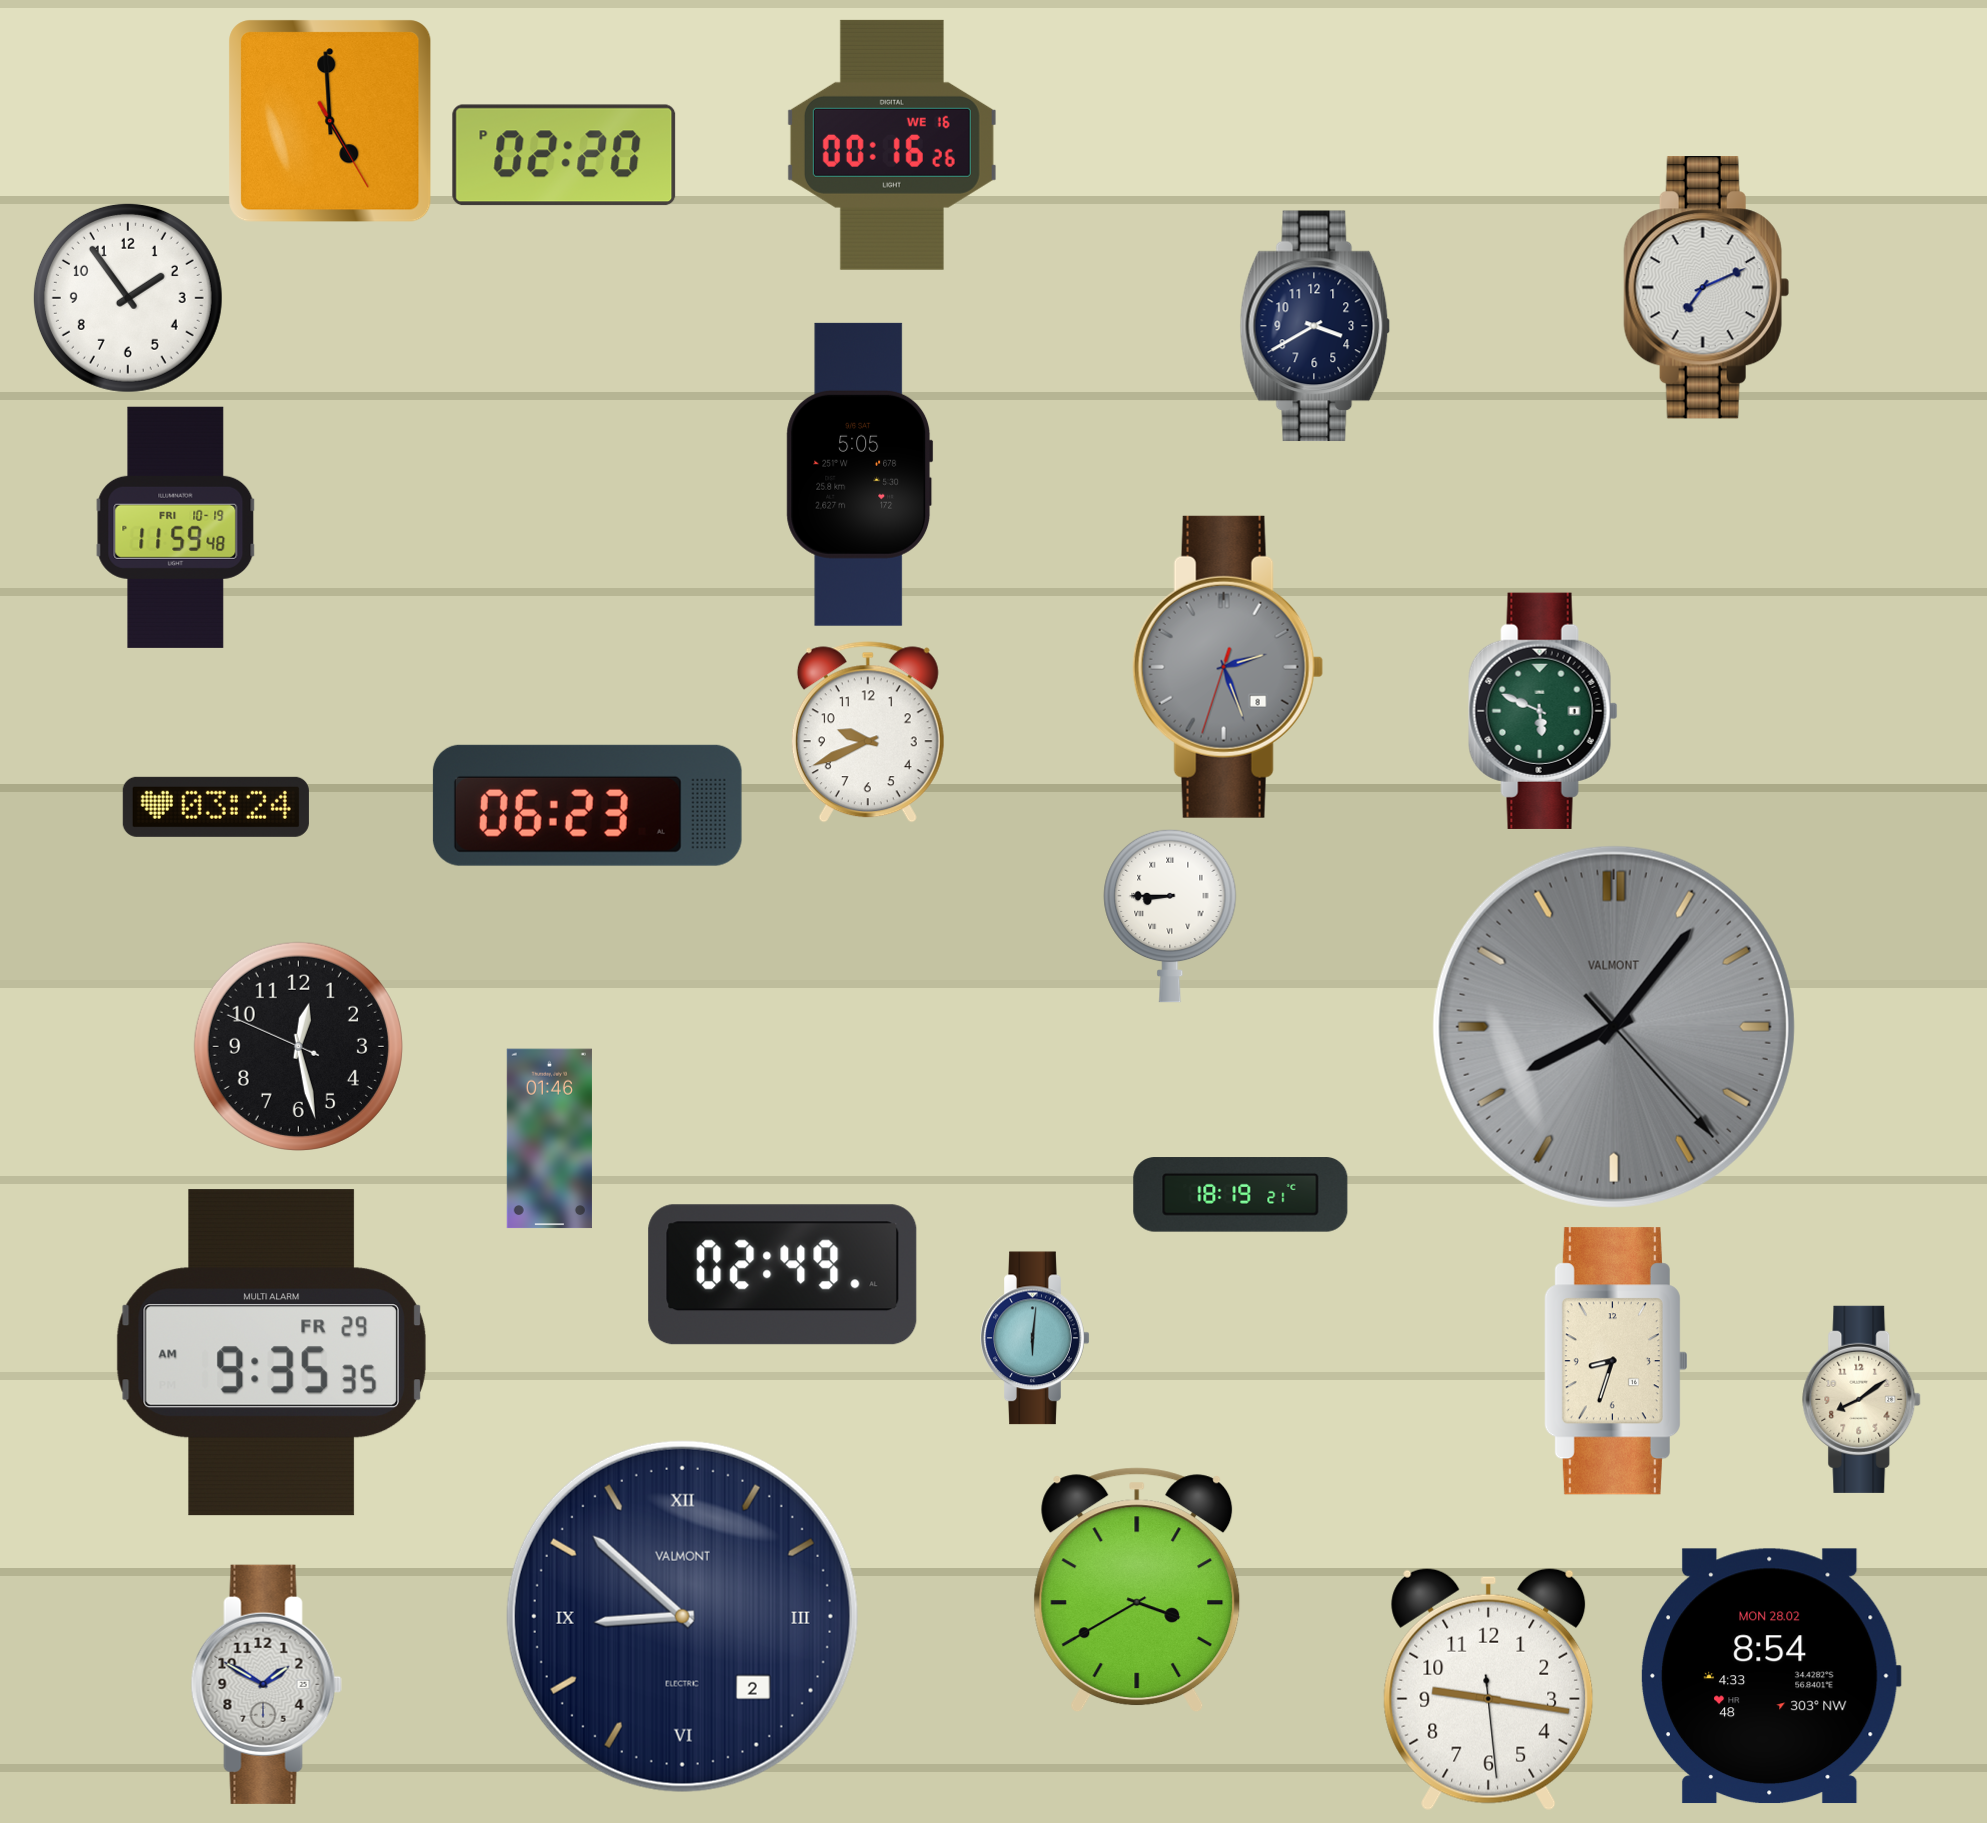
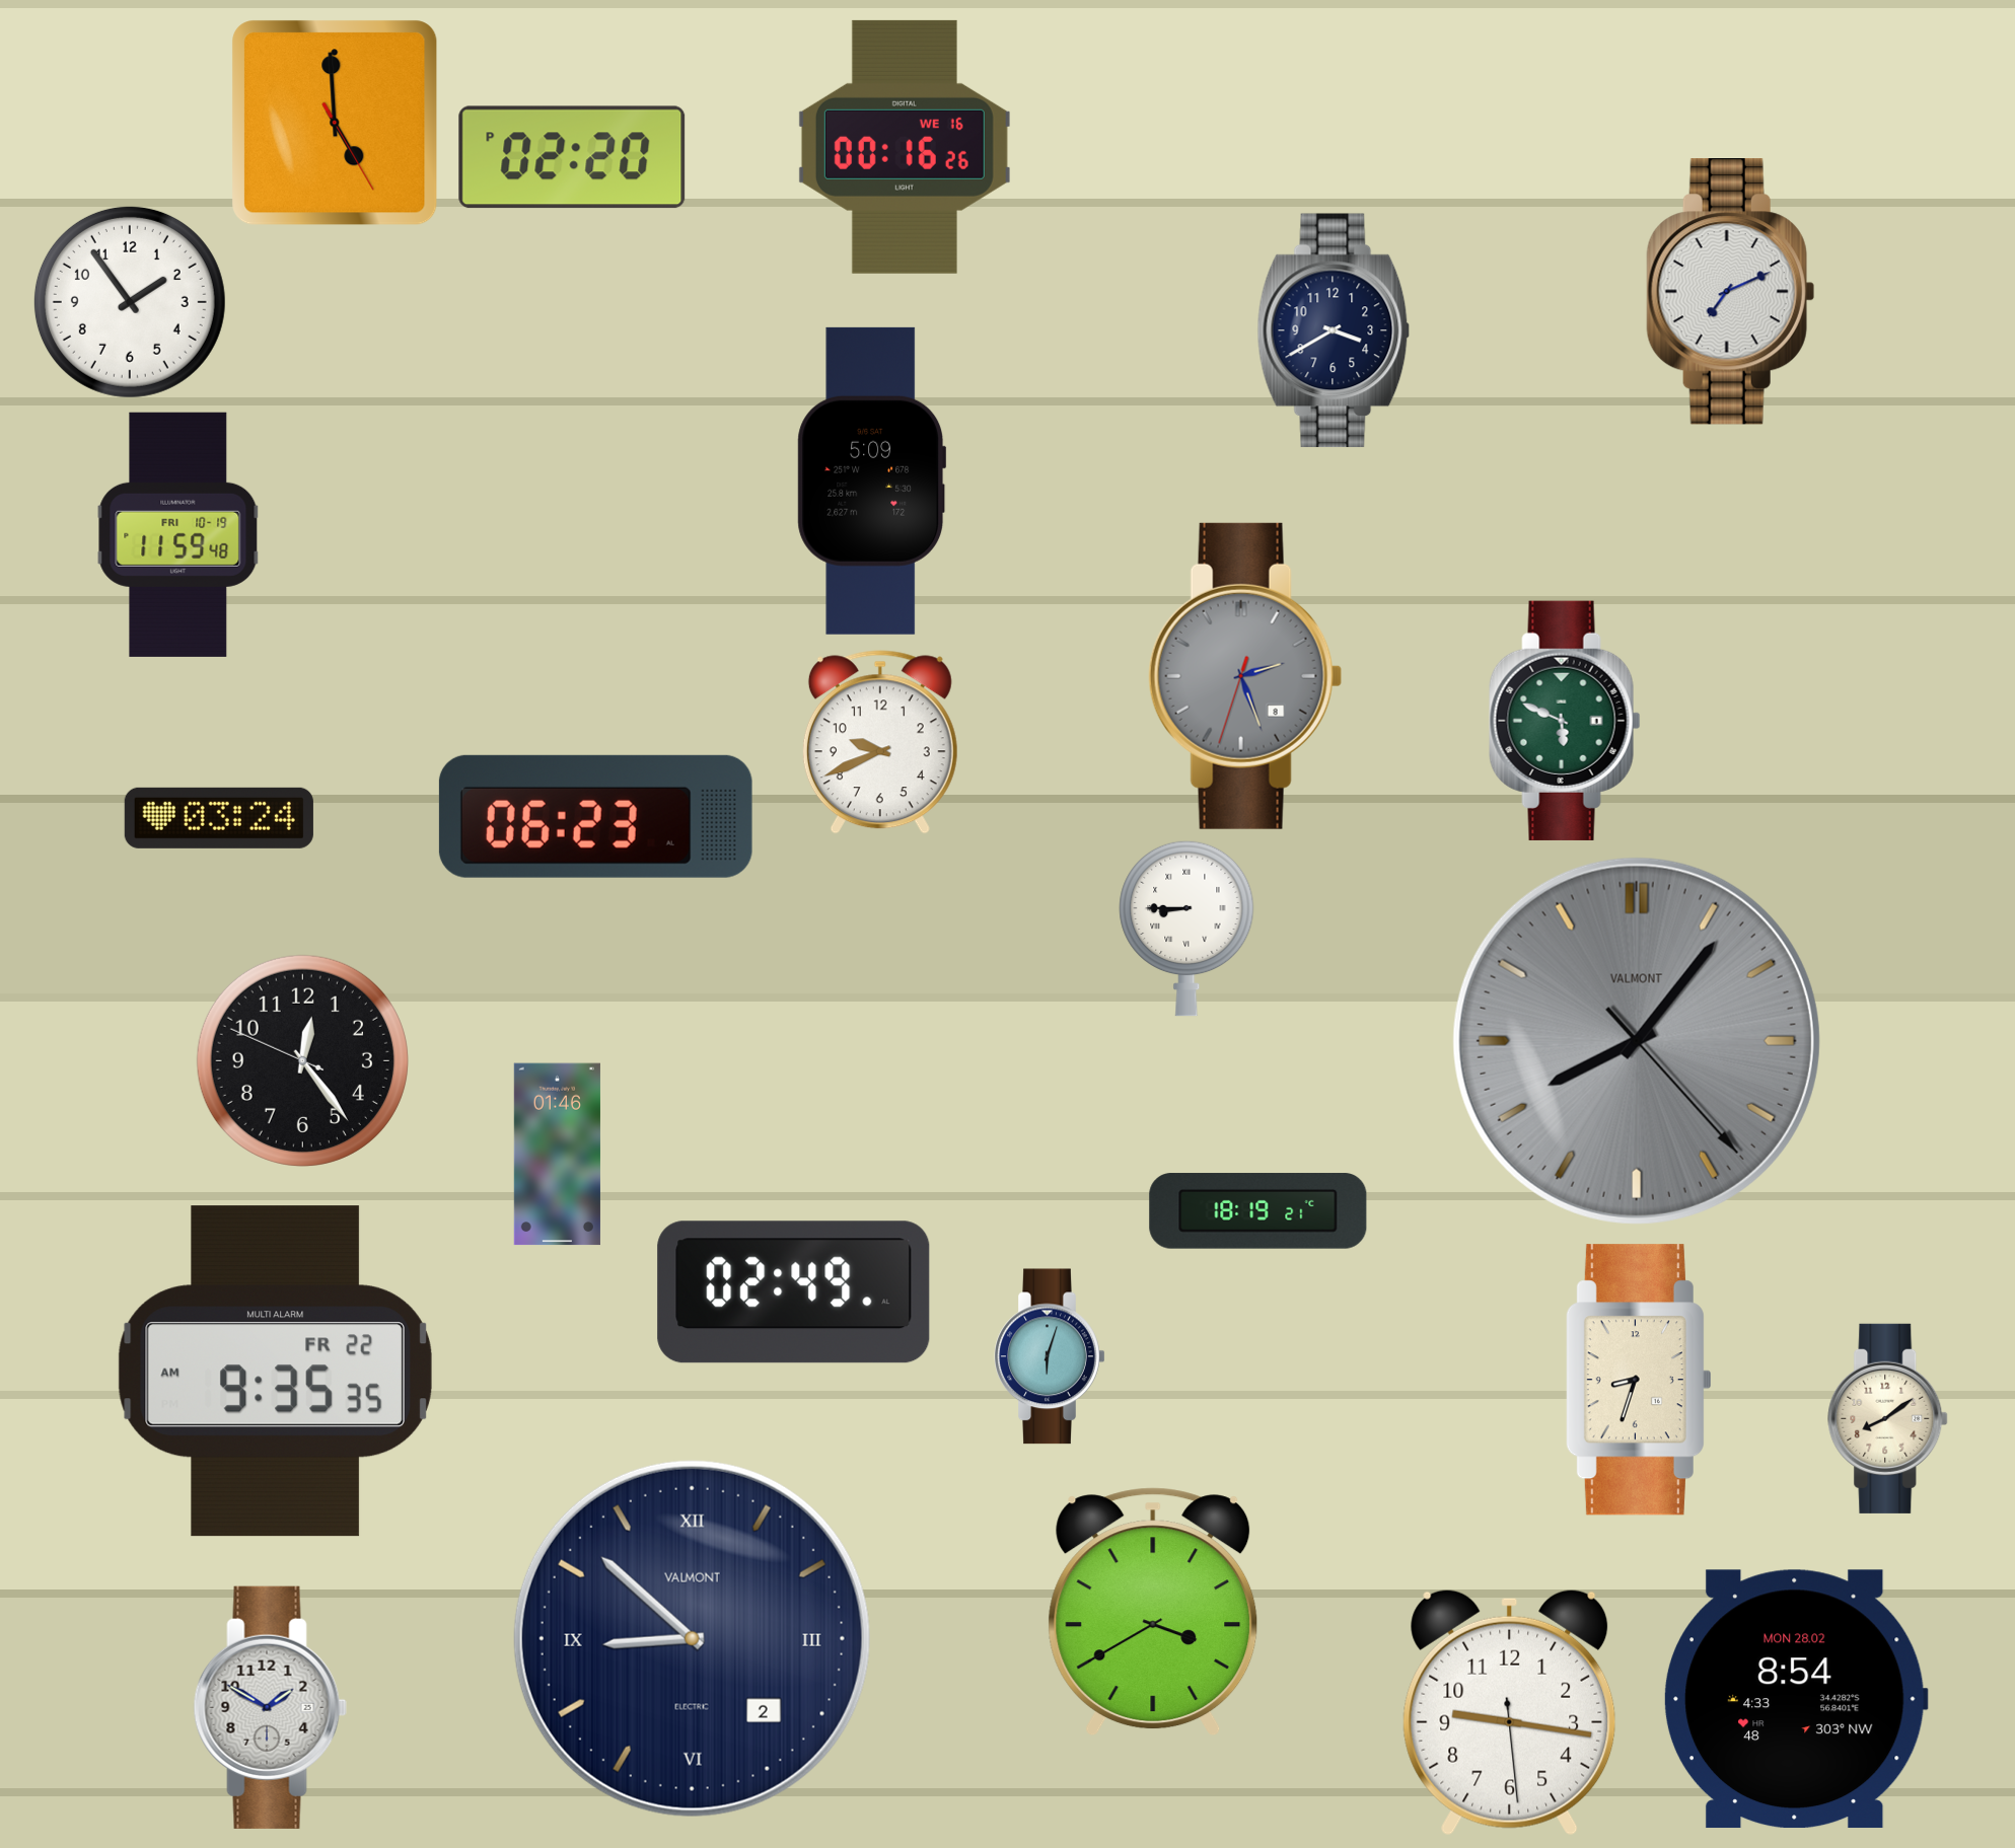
clock at (860, 474): 5:05 -> 5:09
clock at (298, 1046): 12:27 -> 12:23
clock at (1035, 1338): 6:01 -> 6:03
clock at (271, 1353) date: FR 29 -> FR 22
